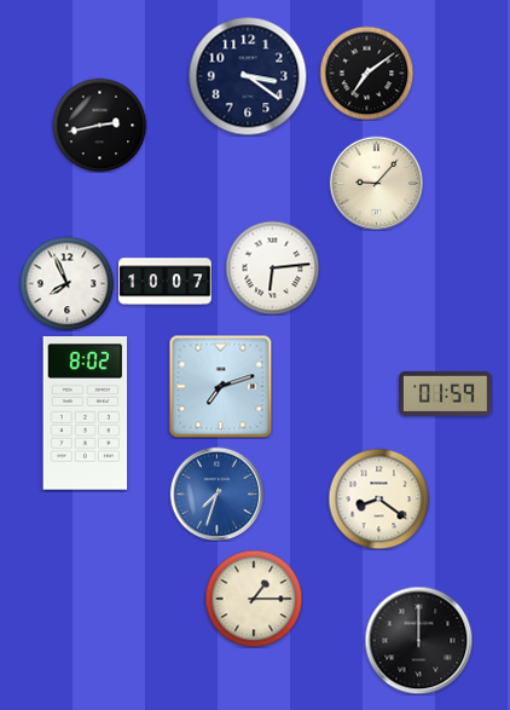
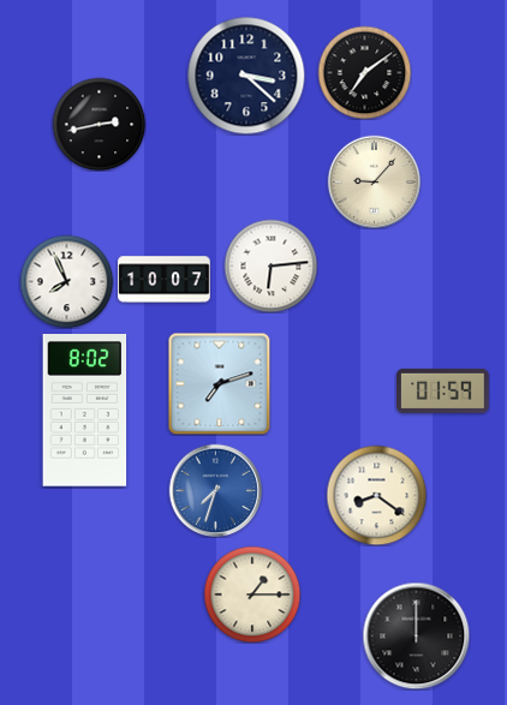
clock at (248, 76): 3:21 -> 3:22
